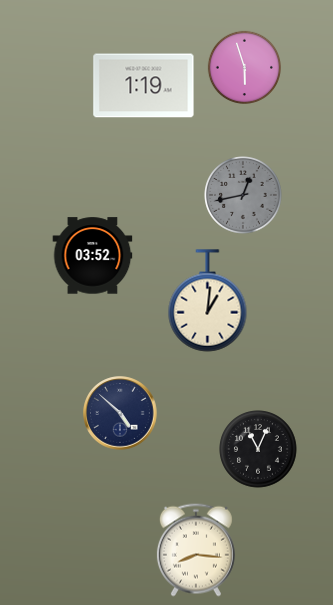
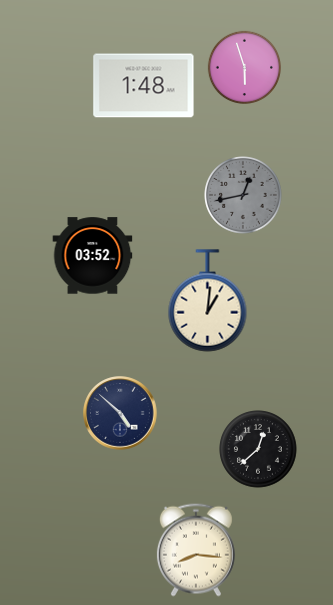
clock at (144, 86): 1:19 -> 1:48
clock at (258, 449): 11:04 -> 12:38
